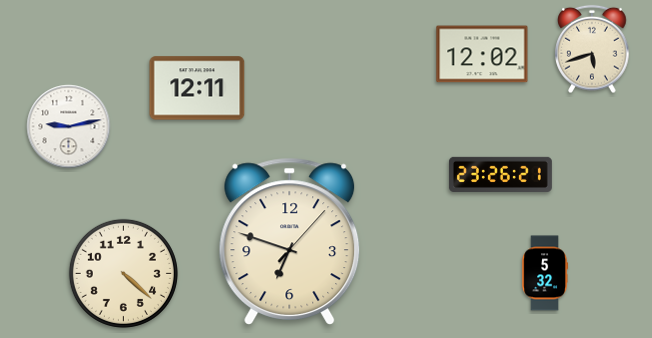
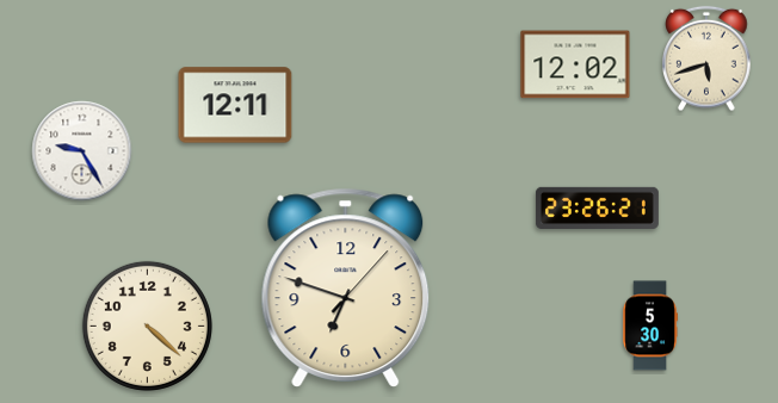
clock at (69, 127): 9:13 -> 9:25
clock at (545, 273): 5:32 -> 5:30
